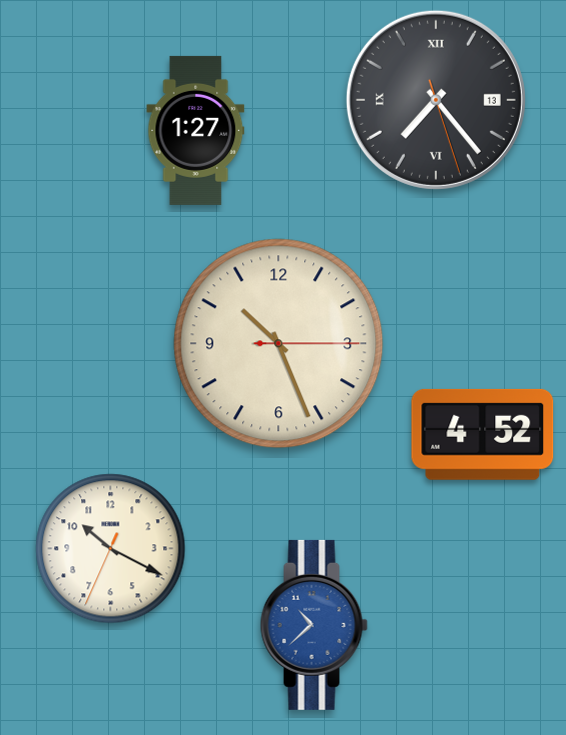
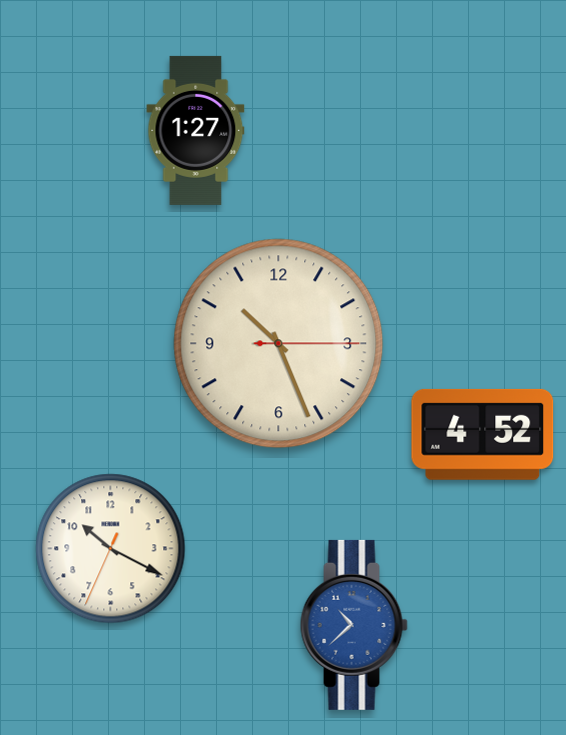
clock at (436, 100): 7:23 -> none
clock at (314, 625) position: (314, 625) -> (354, 625)
